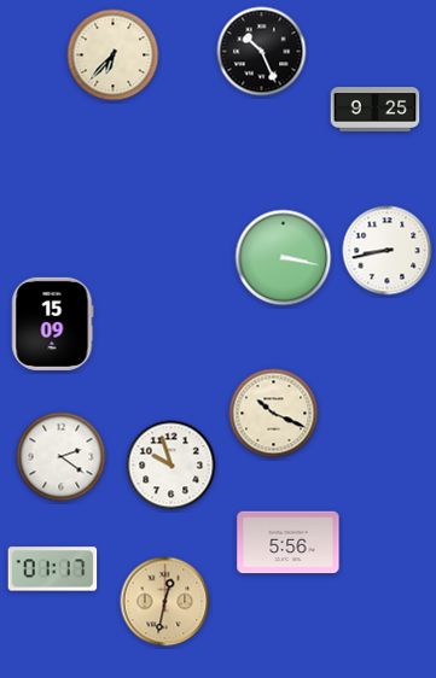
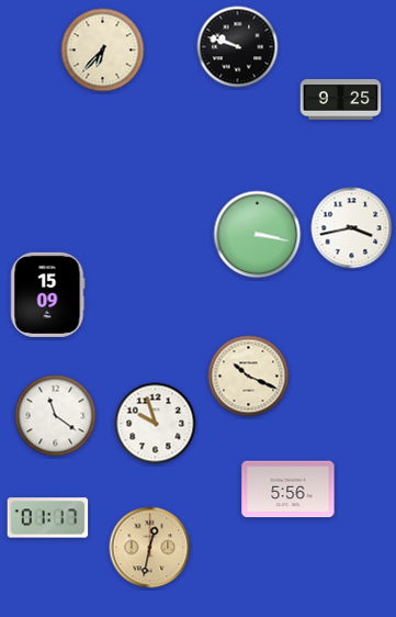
clock at (262, 52): 10:26 -> 9:48
clock at (388, 251): 8:43 -> 3:43
clock at (62, 457): 2:21 -> 11:21
clock at (289, 543) position: (289, 543) -> (288, 490)
